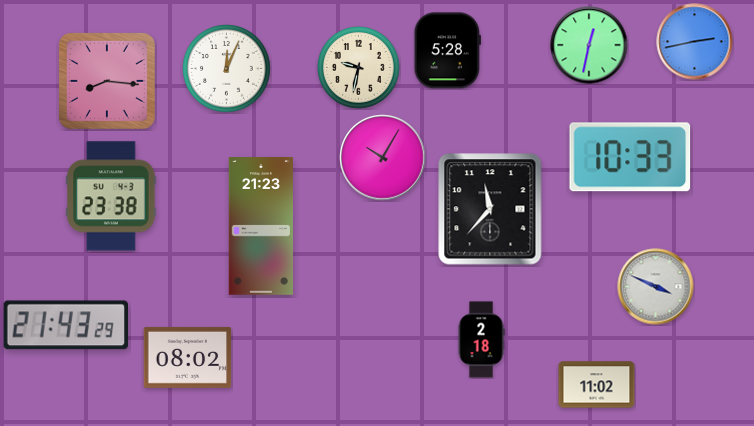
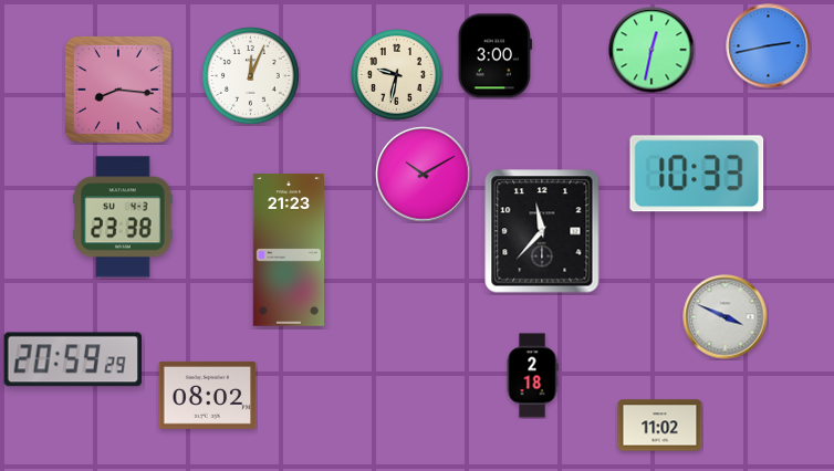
clock at (447, 51): 5:28 -> 3:00
clock at (383, 158): 10:05 -> 10:10
clock at (65, 325): 21:43 -> 20:59
